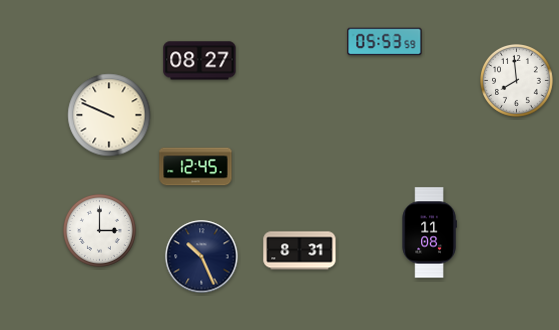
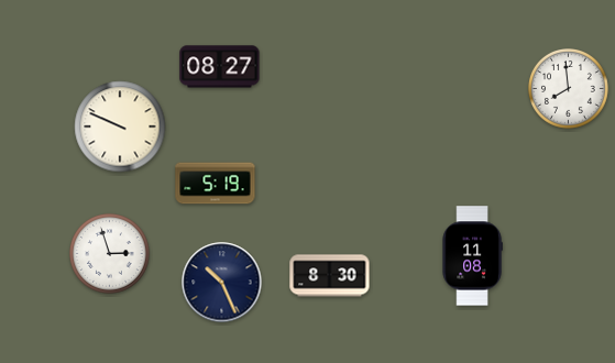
clock at (385, 42): 05:53 -> none
clock at (196, 167): 12:45 -> 5:19
clock at (100, 231): 3:00 -> 2:57
clock at (300, 251): 8:31 -> 8:30
